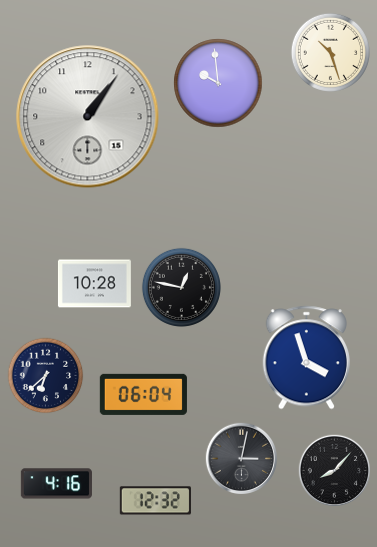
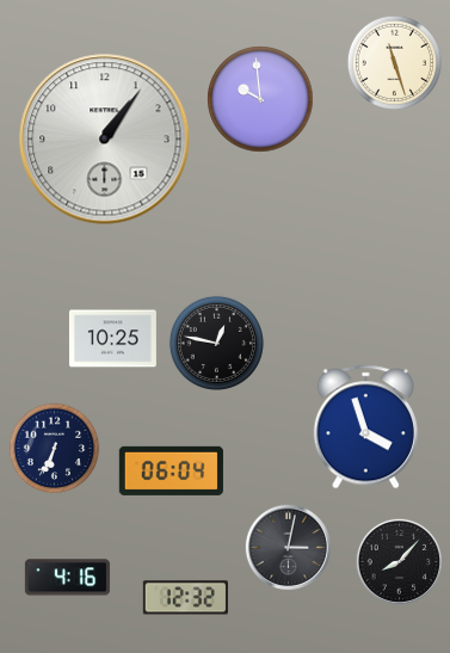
clock at (330, 52): 10:27 -> 11:27
clock at (94, 284): 10:28 -> 10:25
clock at (46, 376): 6:38 -> 6:34
